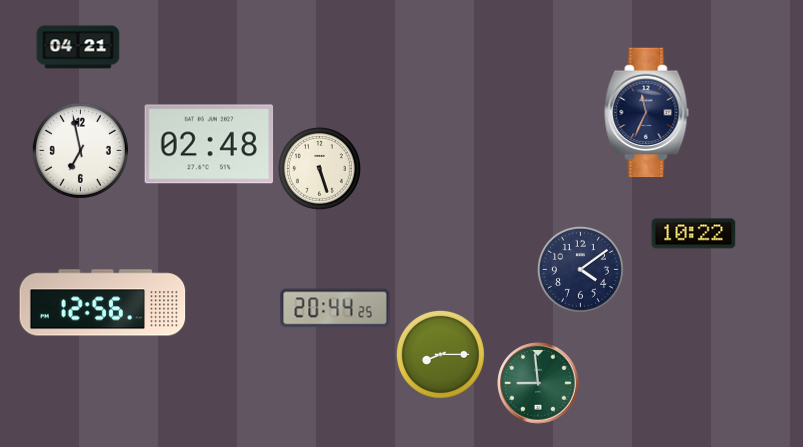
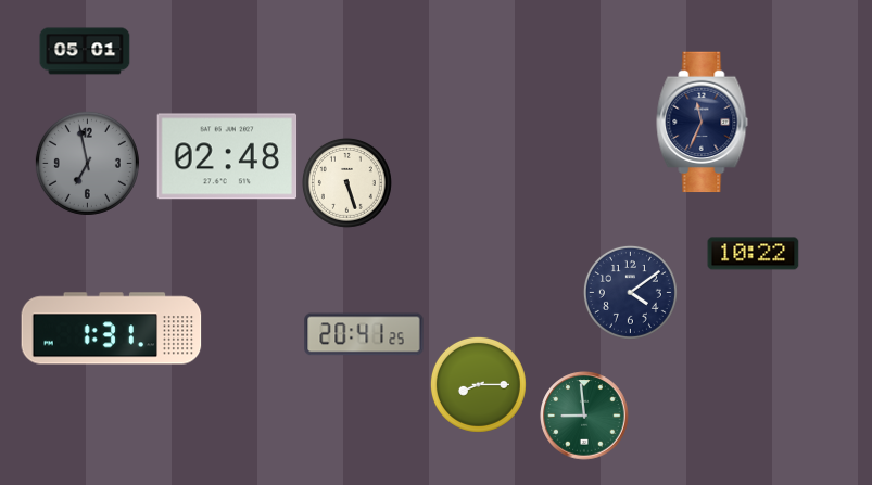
clock at (78, 47): 04:21 -> 05:01
clock at (80, 150) dial: white -> grey
clock at (103, 303): 12:56 -> 1:31
clock at (335, 308): 20:44 -> 20:41
